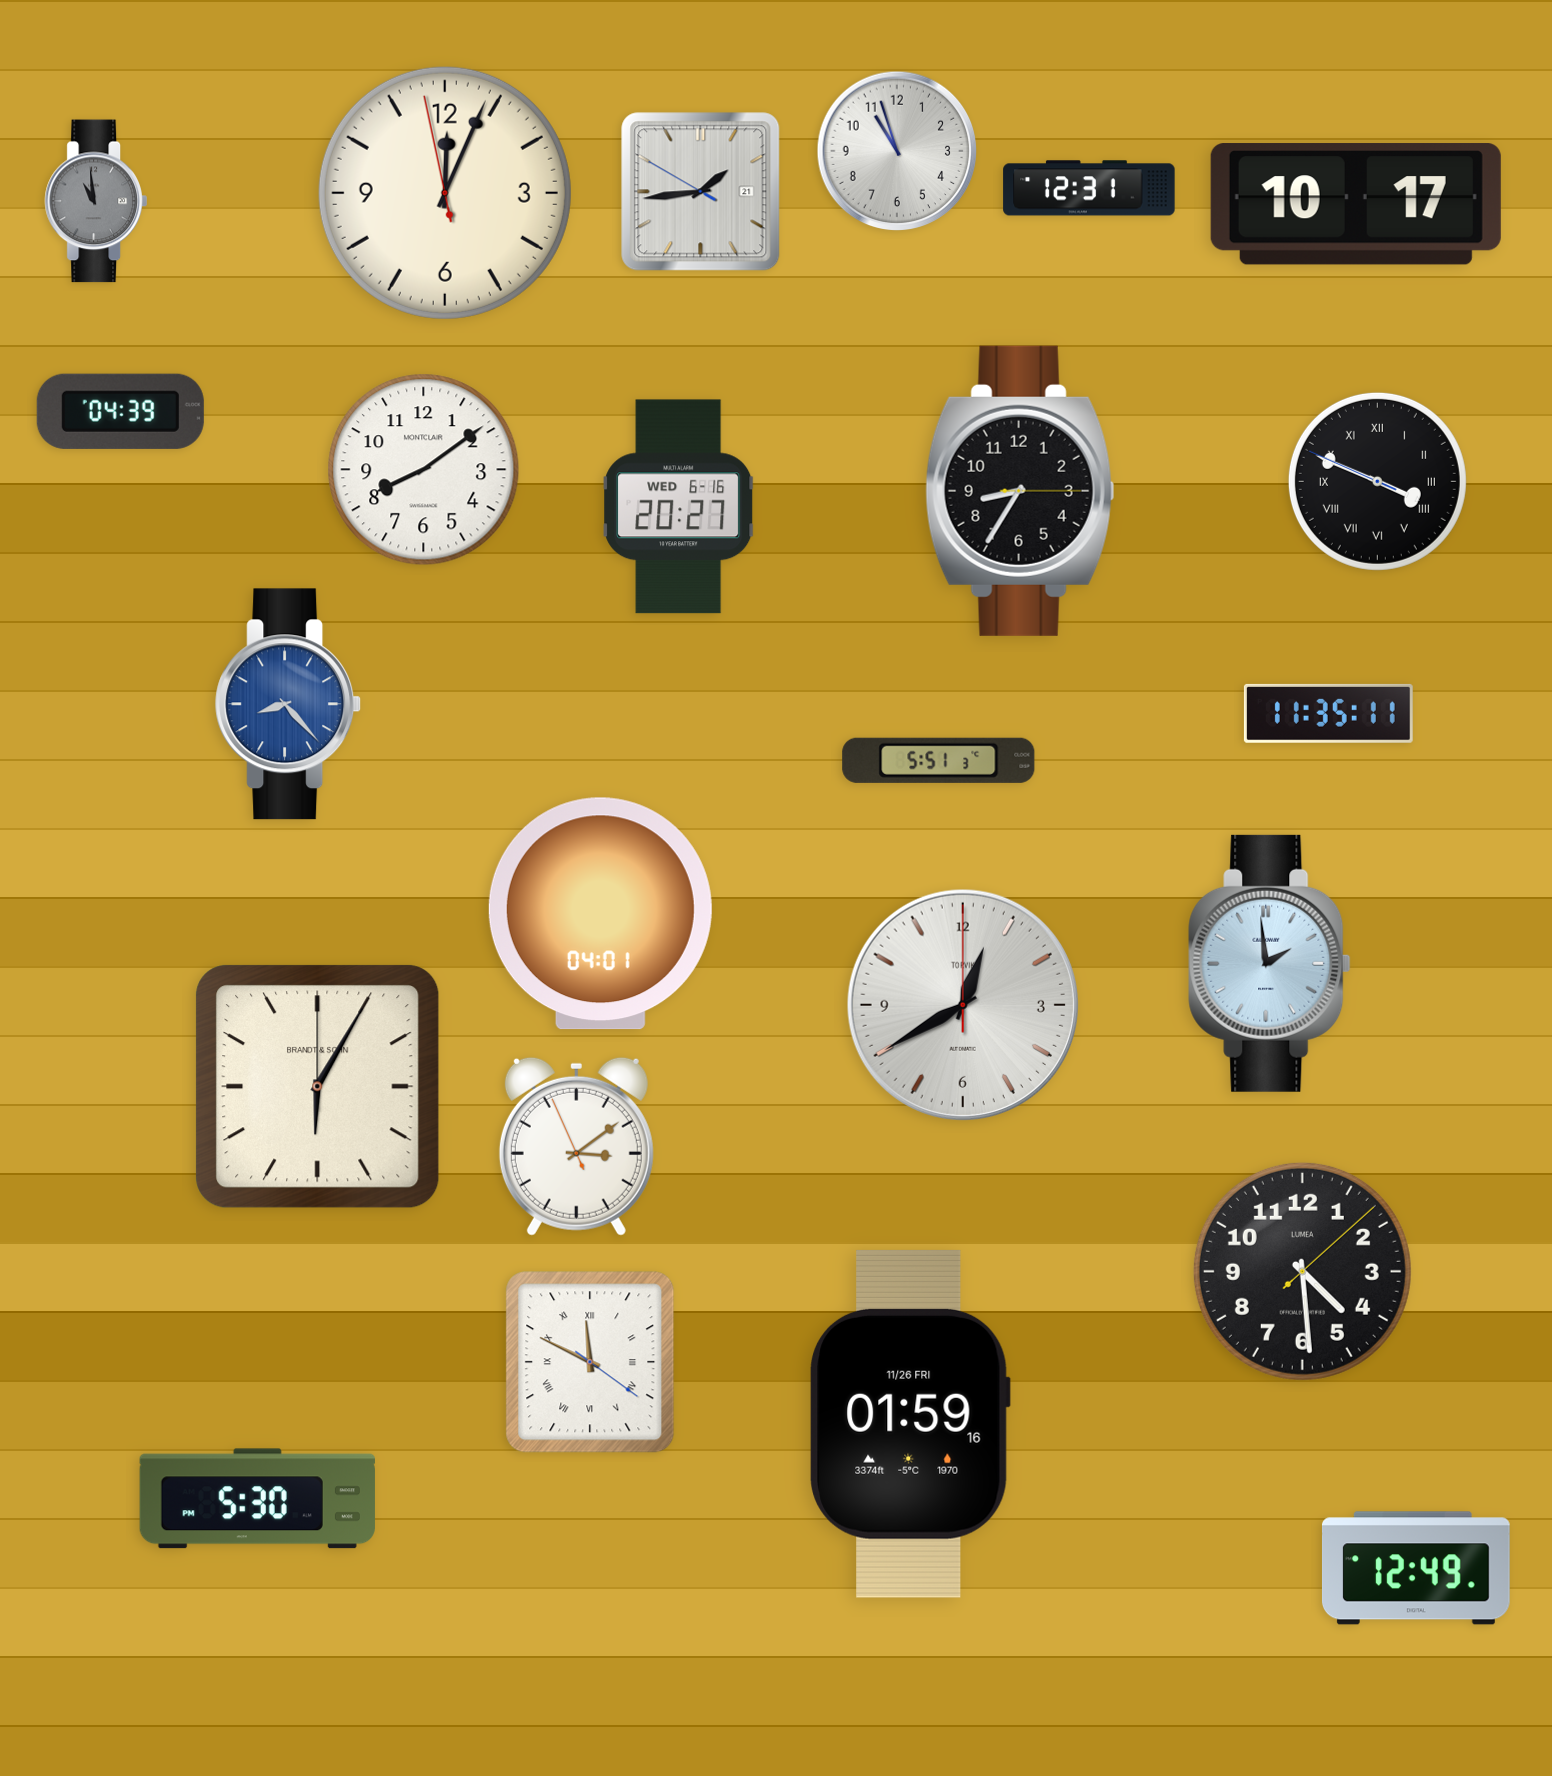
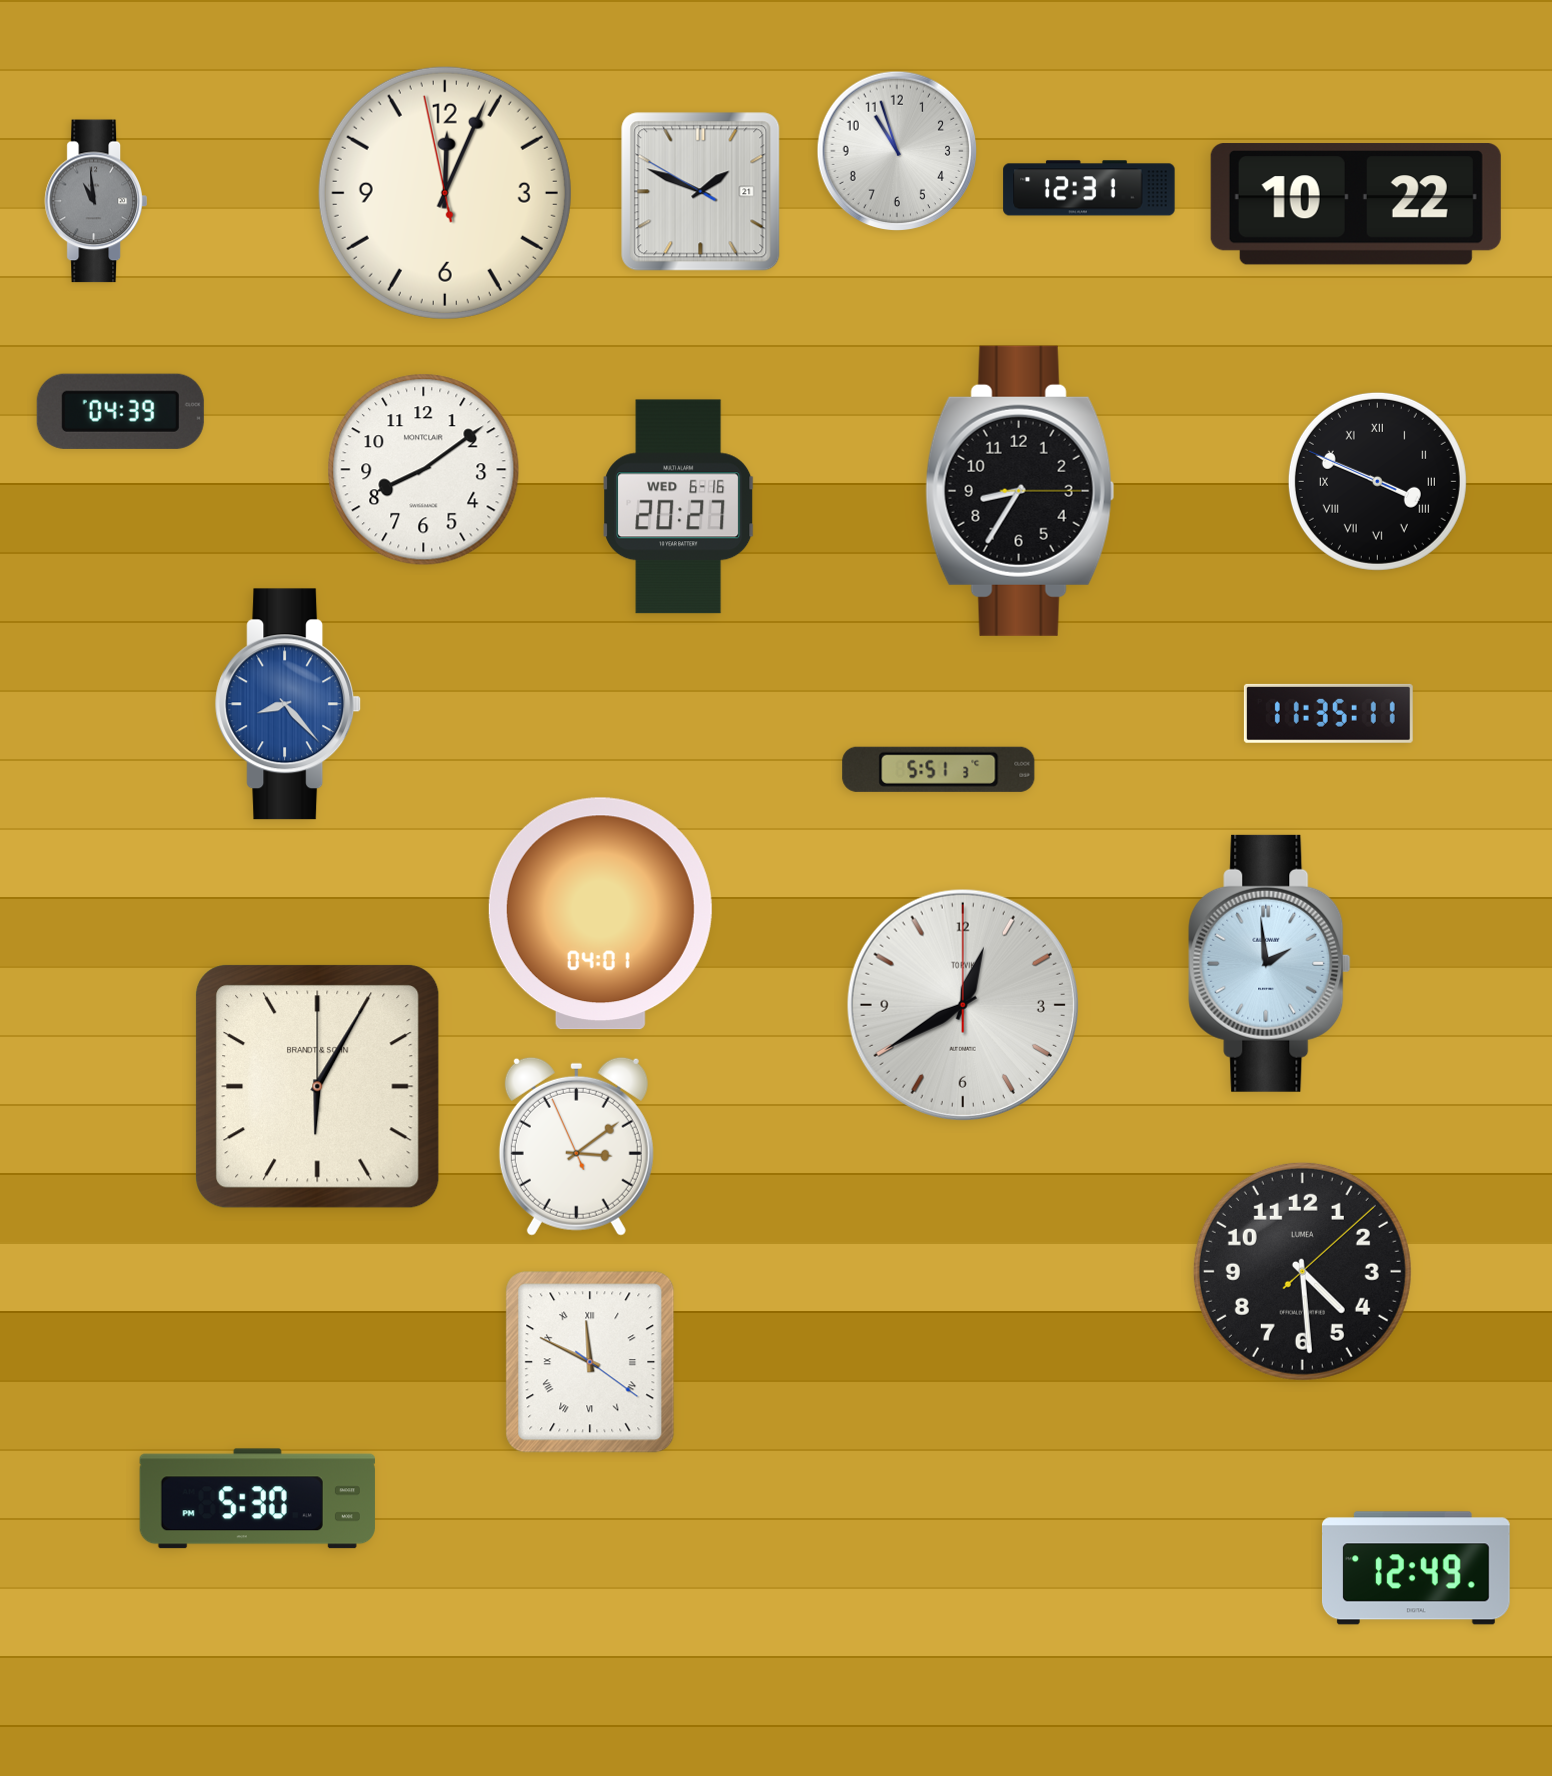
clock at (701, 192): 1:43 -> 1:48
clock at (1356, 205): 10:17 -> 10:22
clock at (939, 760) position: (939, 760) -> (939, 769)
clock at (910, 1424): 01:59 -> none
